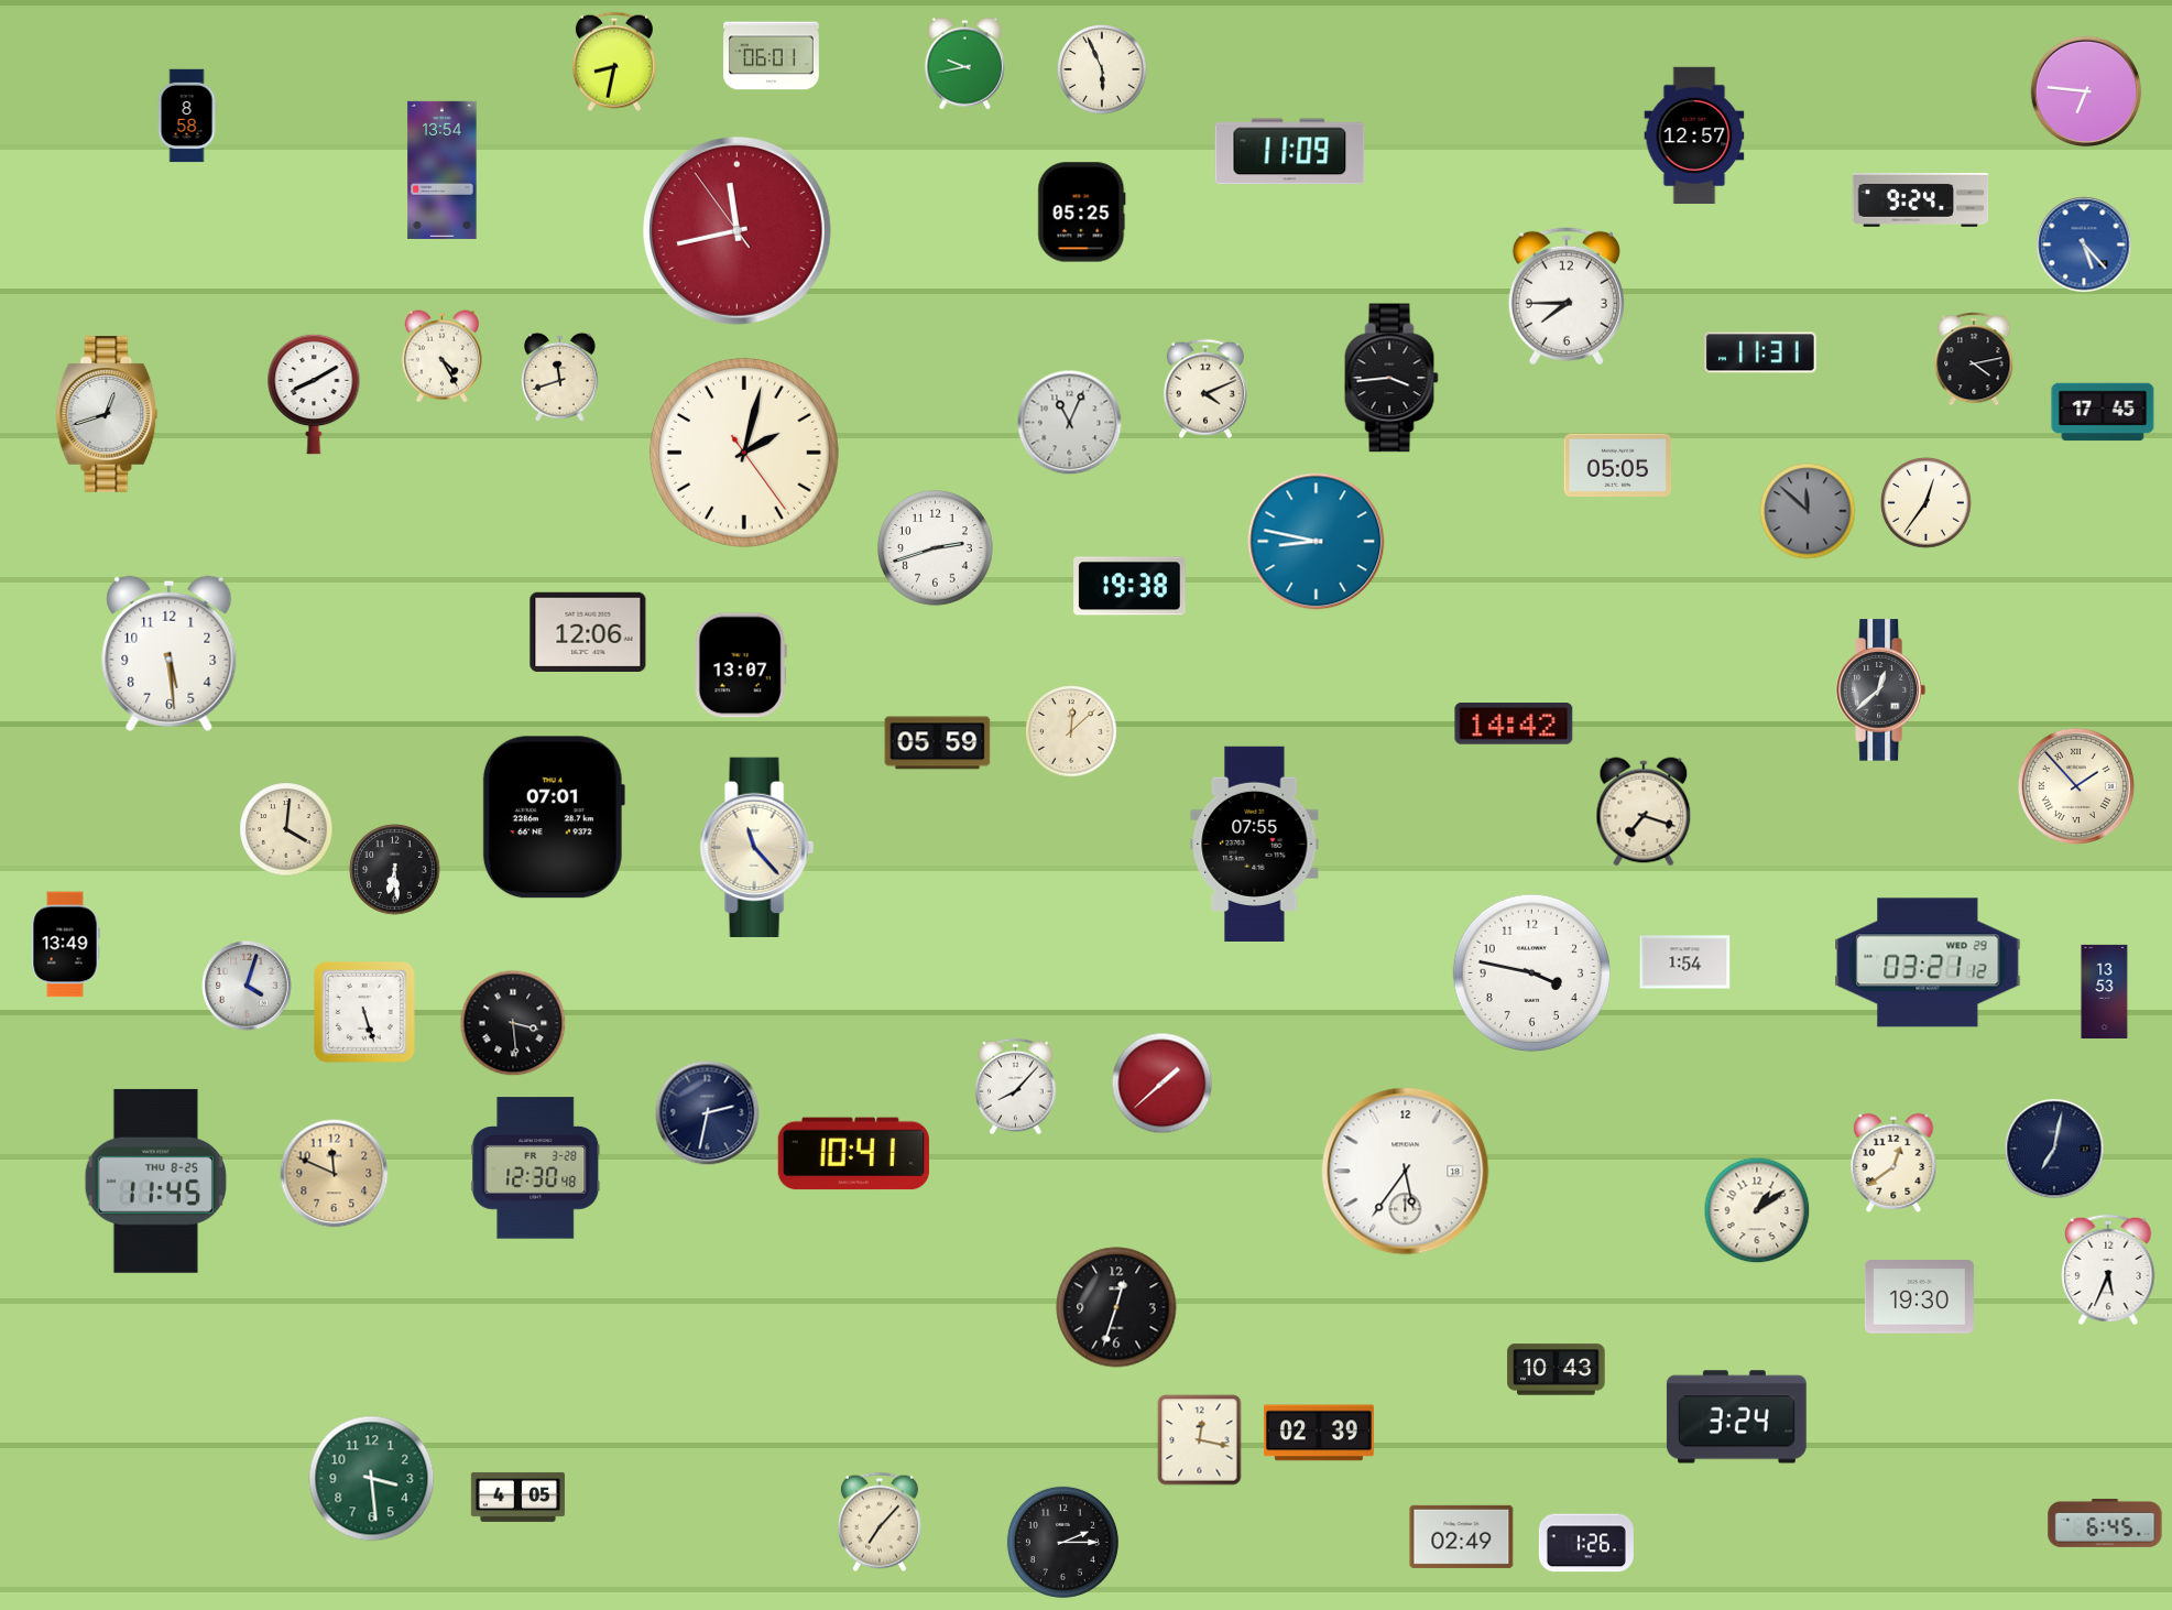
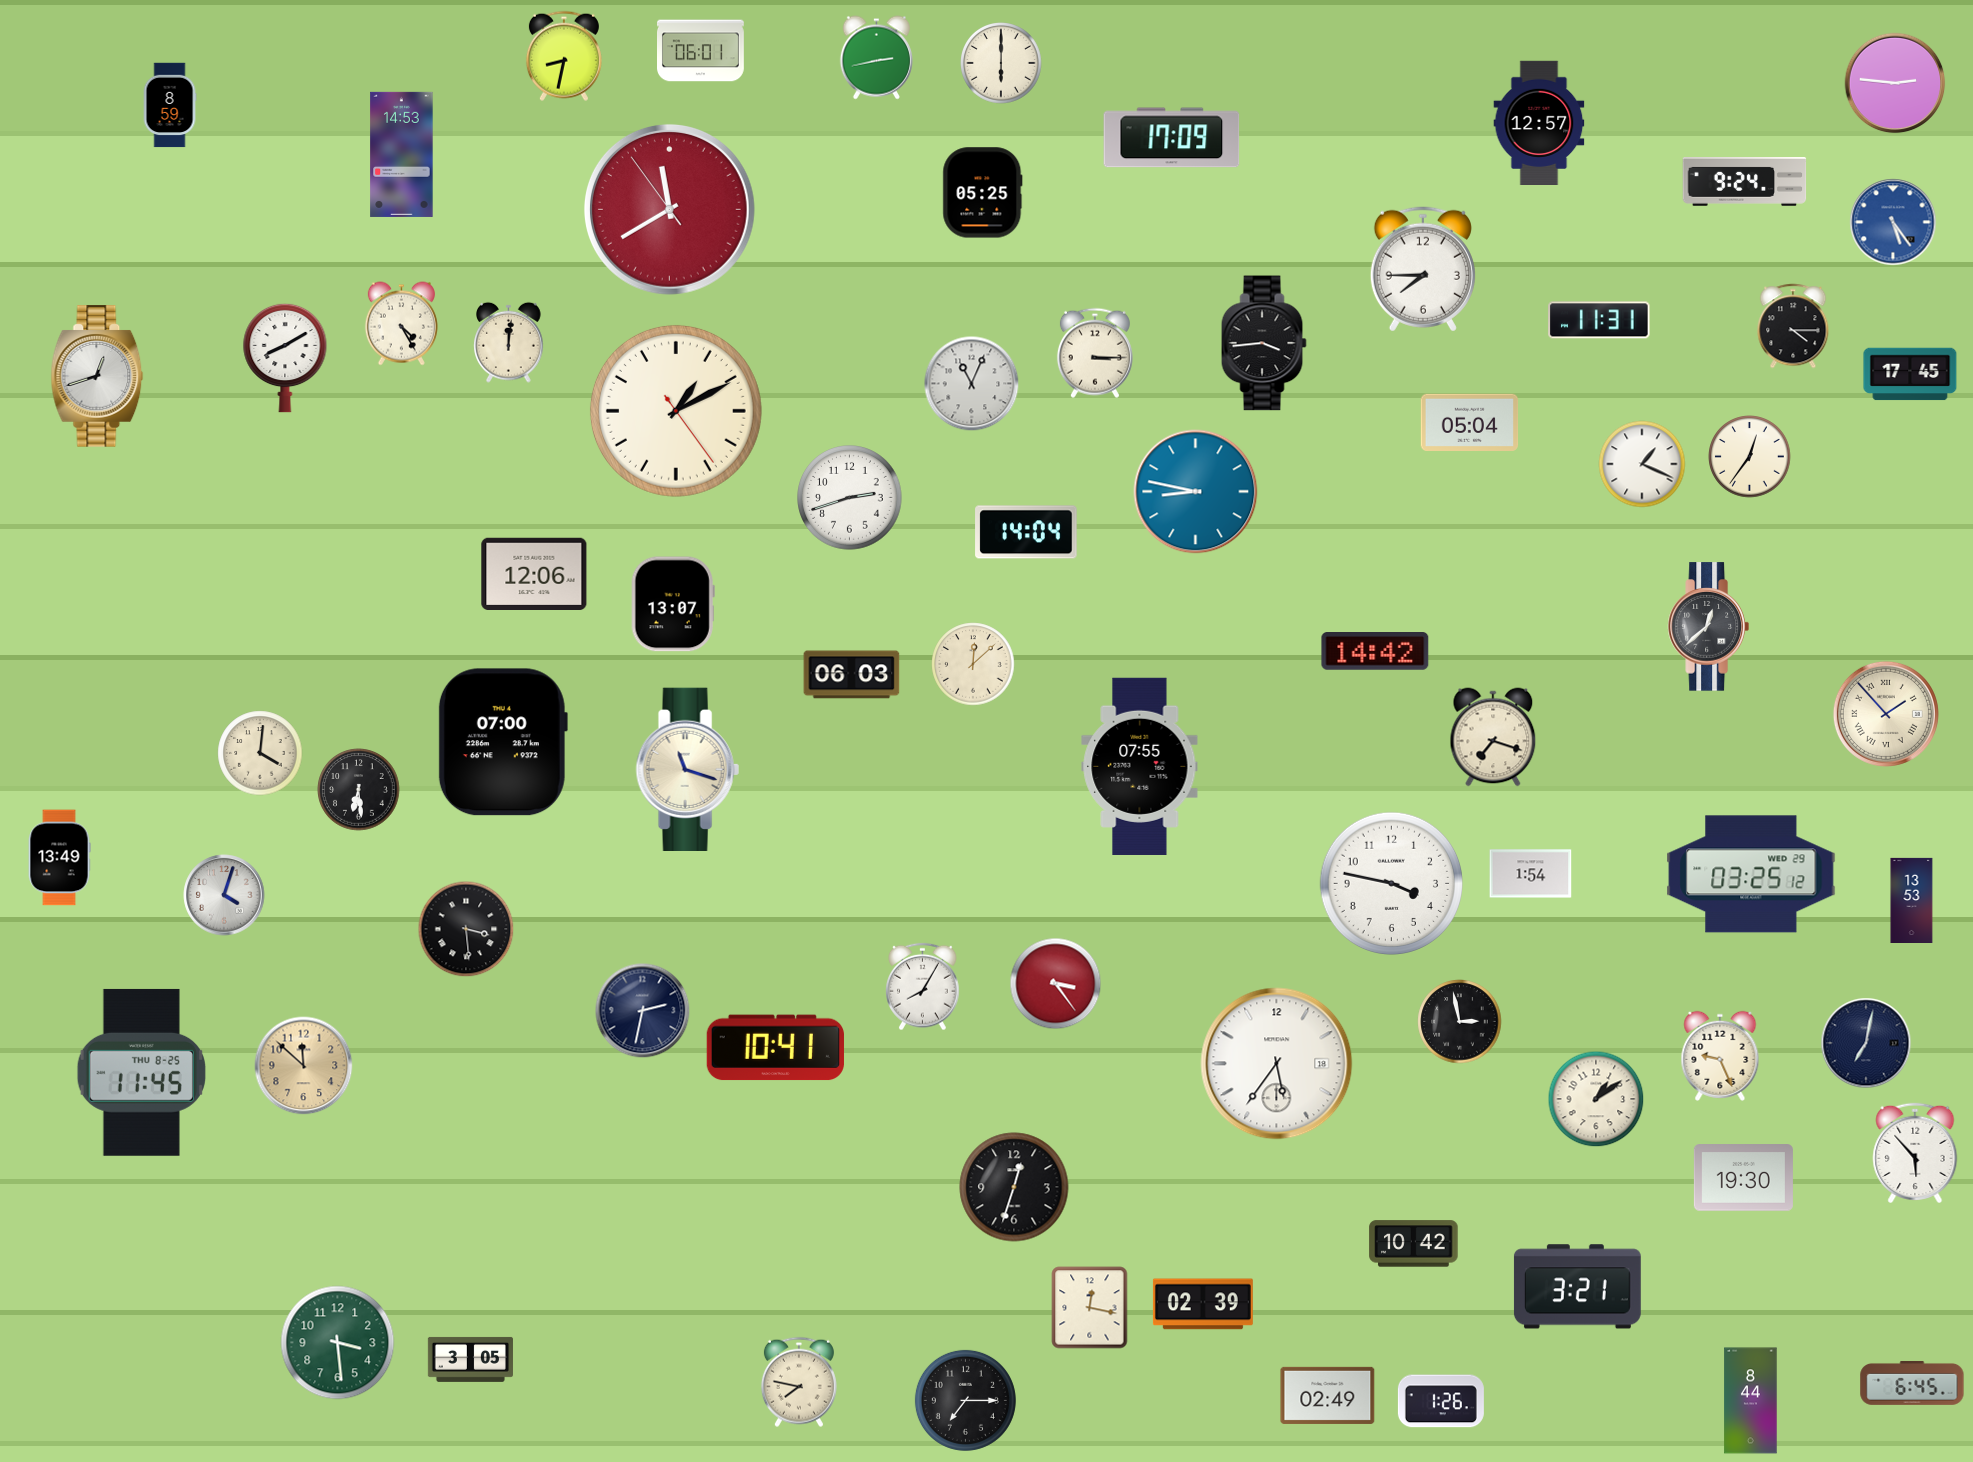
clock at (614, 62) position: (614, 62) -> (564, 56)
clock at (964, 64): 9:43 -> 2:43
clock at (1103, 70): 5:56 -> 6:00
clock at (2086, 91): 6:46 -> 2:46
clock at (187, 116): 8:58 -> 8:59
clock at (1290, 152): 11:09 -> 17:09
clock at (443, 170): 13:54 -> 14:53
clock at (736, 230): 11:42 -> 11:39
clock at (2084, 244): 5:23 -> 5:24
clock at (1974, 359): 4:13 -> 4:15
clock at (560, 377): 11:42 -> 12:01
clock at (1205, 389): 4:11 -> 3:15
clock at (744, 453): 2:02 -> 1:10
clock at (1618, 465): 05:05 -> 05:04
clock at (1808, 511): 11:52 -> 1:19
clock at (1808, 511) dial: grey -> white
clock at (1129, 586): 19:38 -> 14:04
clock at (170, 653): 5:29 -> none
clock at (1514, 725) position: (1514, 725) -> (1375, 652)
clock at (938, 743): 05:59 -> 06:03
clock at (554, 817): 07:01 -> 07:00
clock at (756, 847): 11:23 -> 11:18
clock at (1928, 962): 03:21 -> 03:25
clock at (364, 1012): 5:27 -> none
clock at (1163, 1084): 1:38 -> 3:24
clock at (1016, 1087): 8:07 -> 8:05
clock at (1460, 1022): none -> 2:58
clock at (1893, 1163): 12:39 -> 9:26
clock at (536, 1168): 12:30 -> none
clock at (335, 1174): 11:49 -> 11:52
clock at (2108, 1269): 5:34 -> 5:53
clock at (1557, 1370): 10:43 -> 10:42
clock at (1736, 1417): 3:24 -> 3:21
clock at (1319, 1433) position: (1319, 1433) -> (1203, 1304)
clock at (517, 1497): 4:05 -> 3:05
clock at (880, 1522): 7:07 -> 7:47
clock at (1062, 1542): 2:15 -> 7:15
clock at (1751, 1401): none -> 8:44
